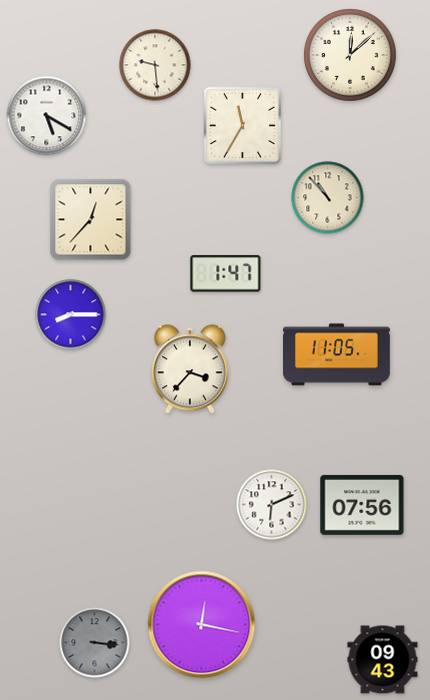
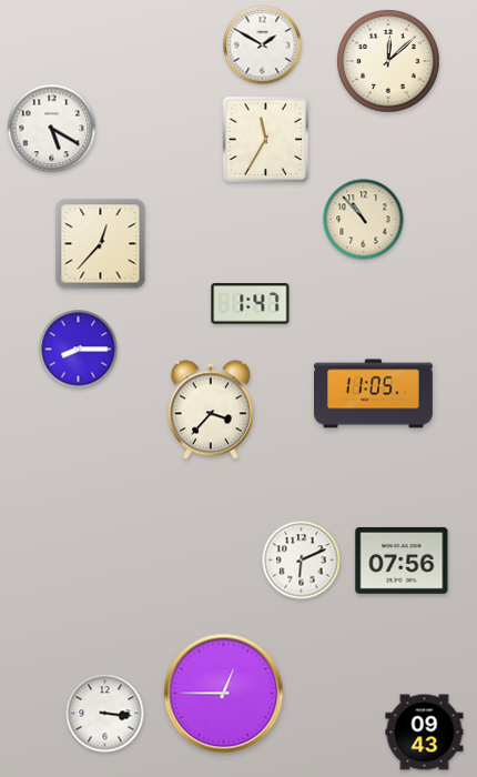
clock at (263, 46): none -> 1:50
clock at (155, 65): 9:29 -> none
clock at (243, 126) position: (243, 126) -> (266, 140)
clock at (202, 625): 12:17 -> 12:45
clock at (95, 643) dial: grey -> white
